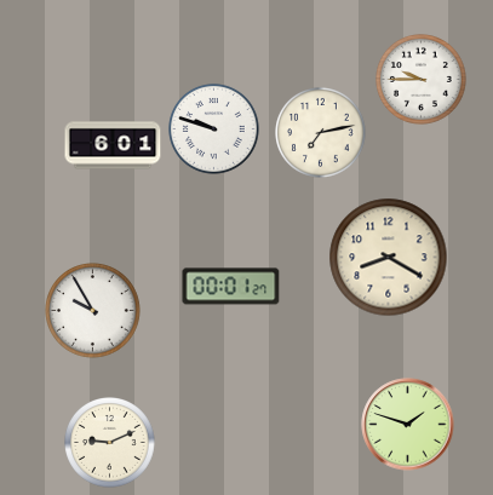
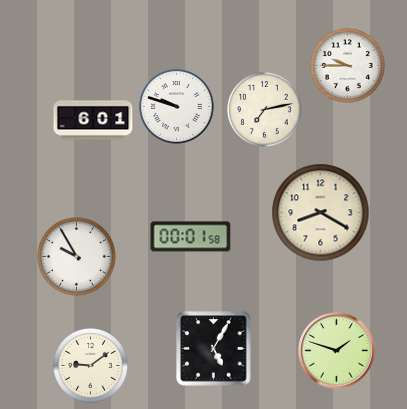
clock at (231, 287): 00:01:27 -> 00:01:58
clock at (214, 349): none -> 5:05
clock at (110, 443): 9:11 -> 9:09
